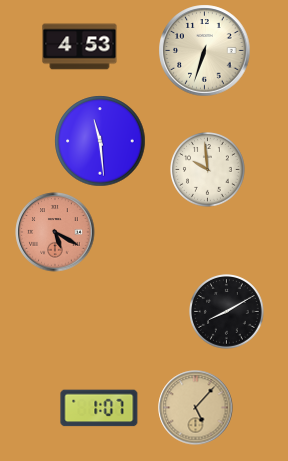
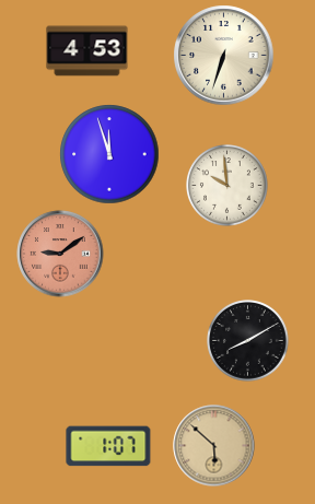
clock at (100, 141): 11:29 -> 11:57
clock at (55, 232): 5:20 -> 9:09
clock at (196, 408): 5:07 -> 5:52
